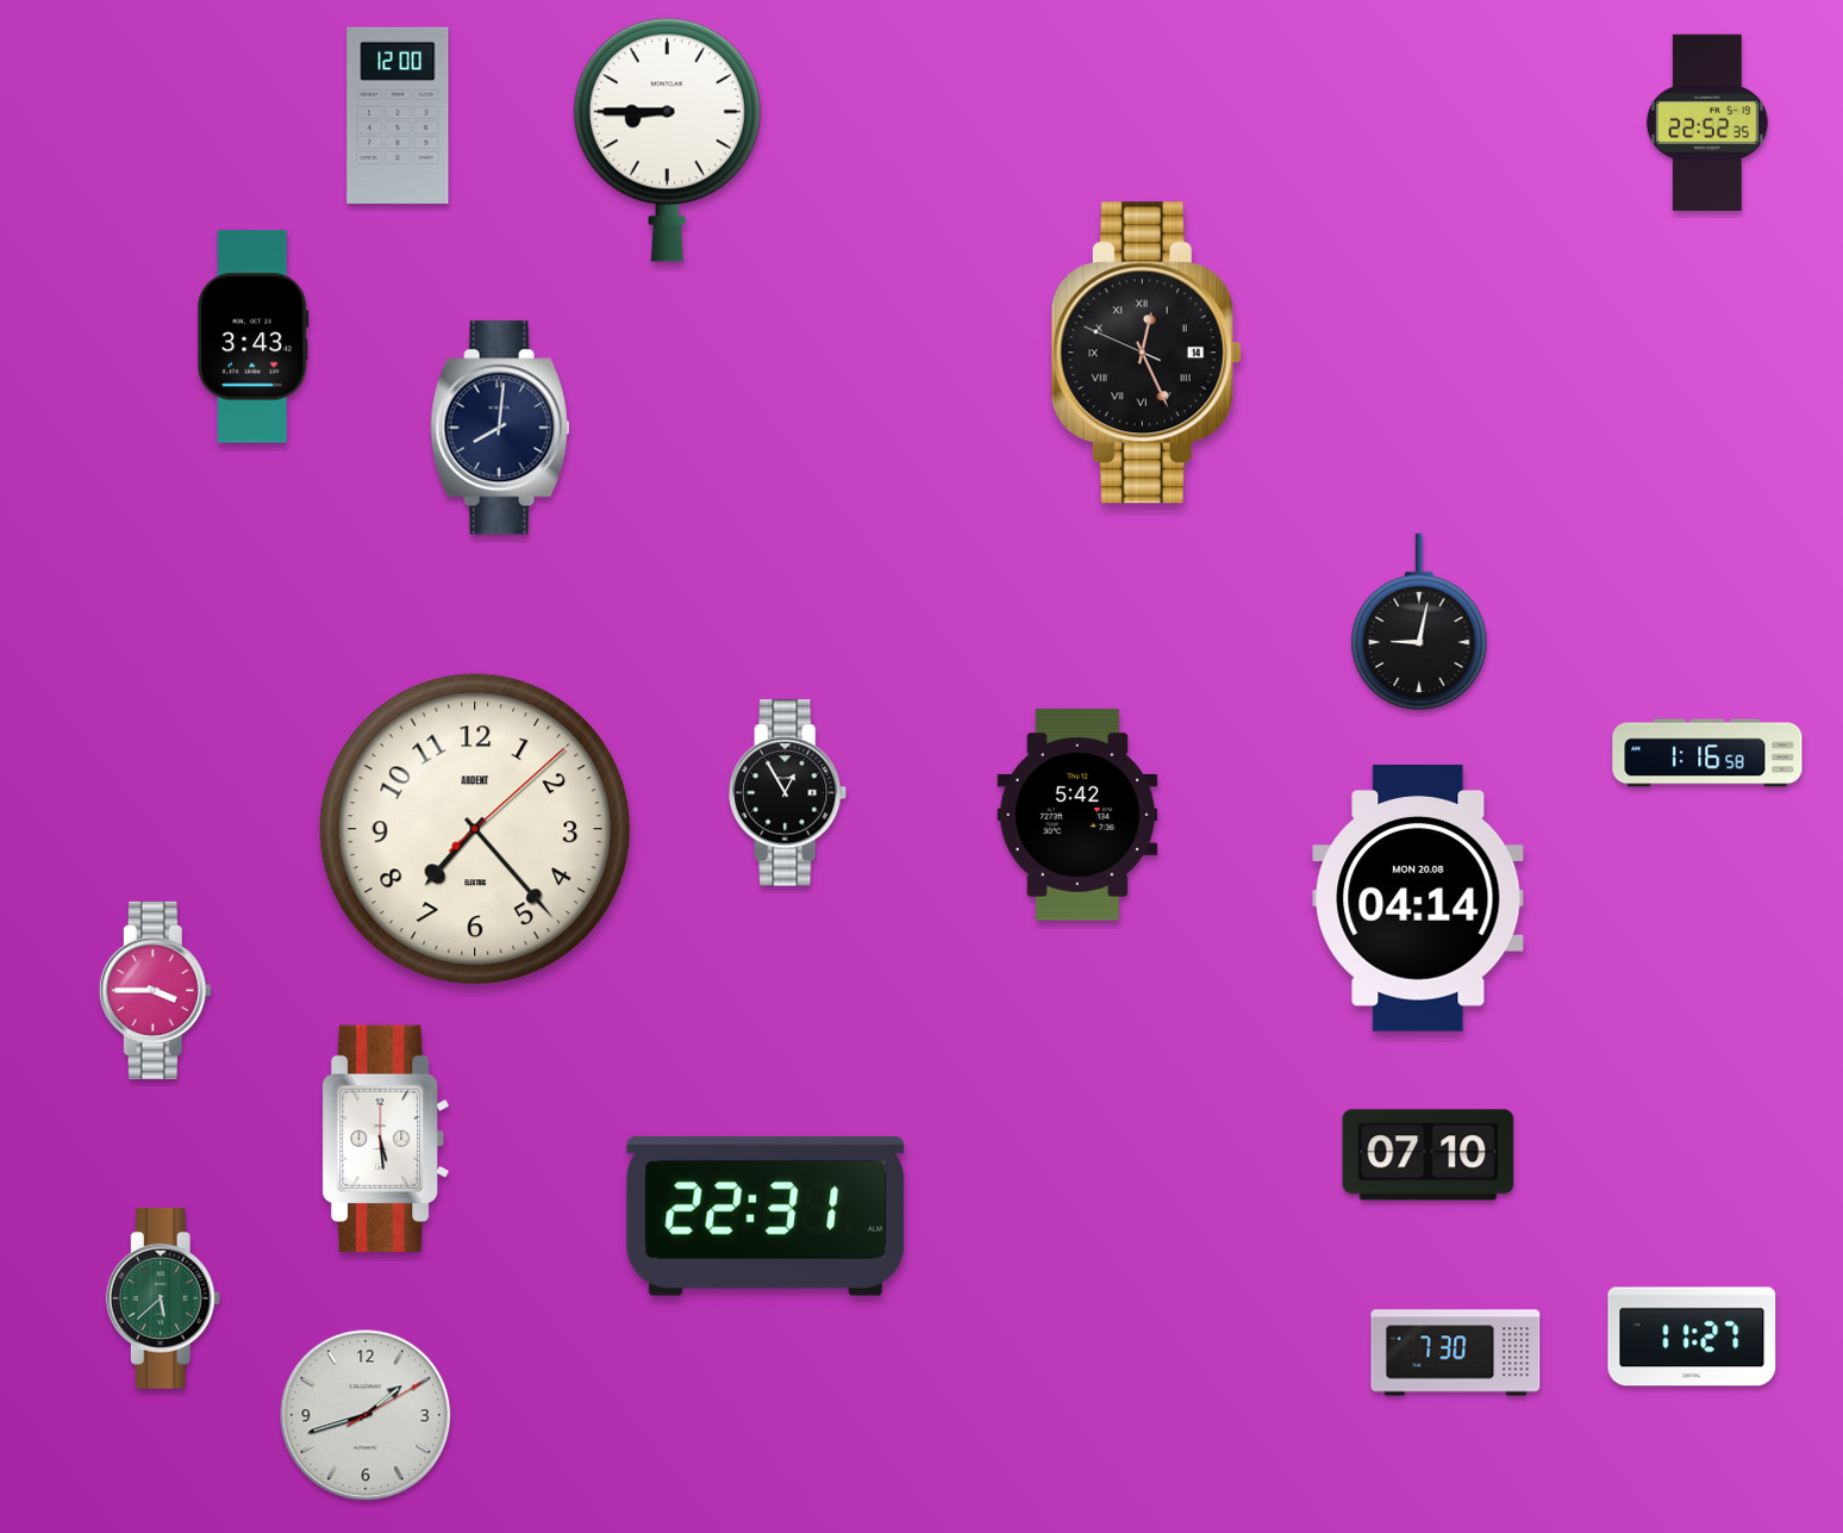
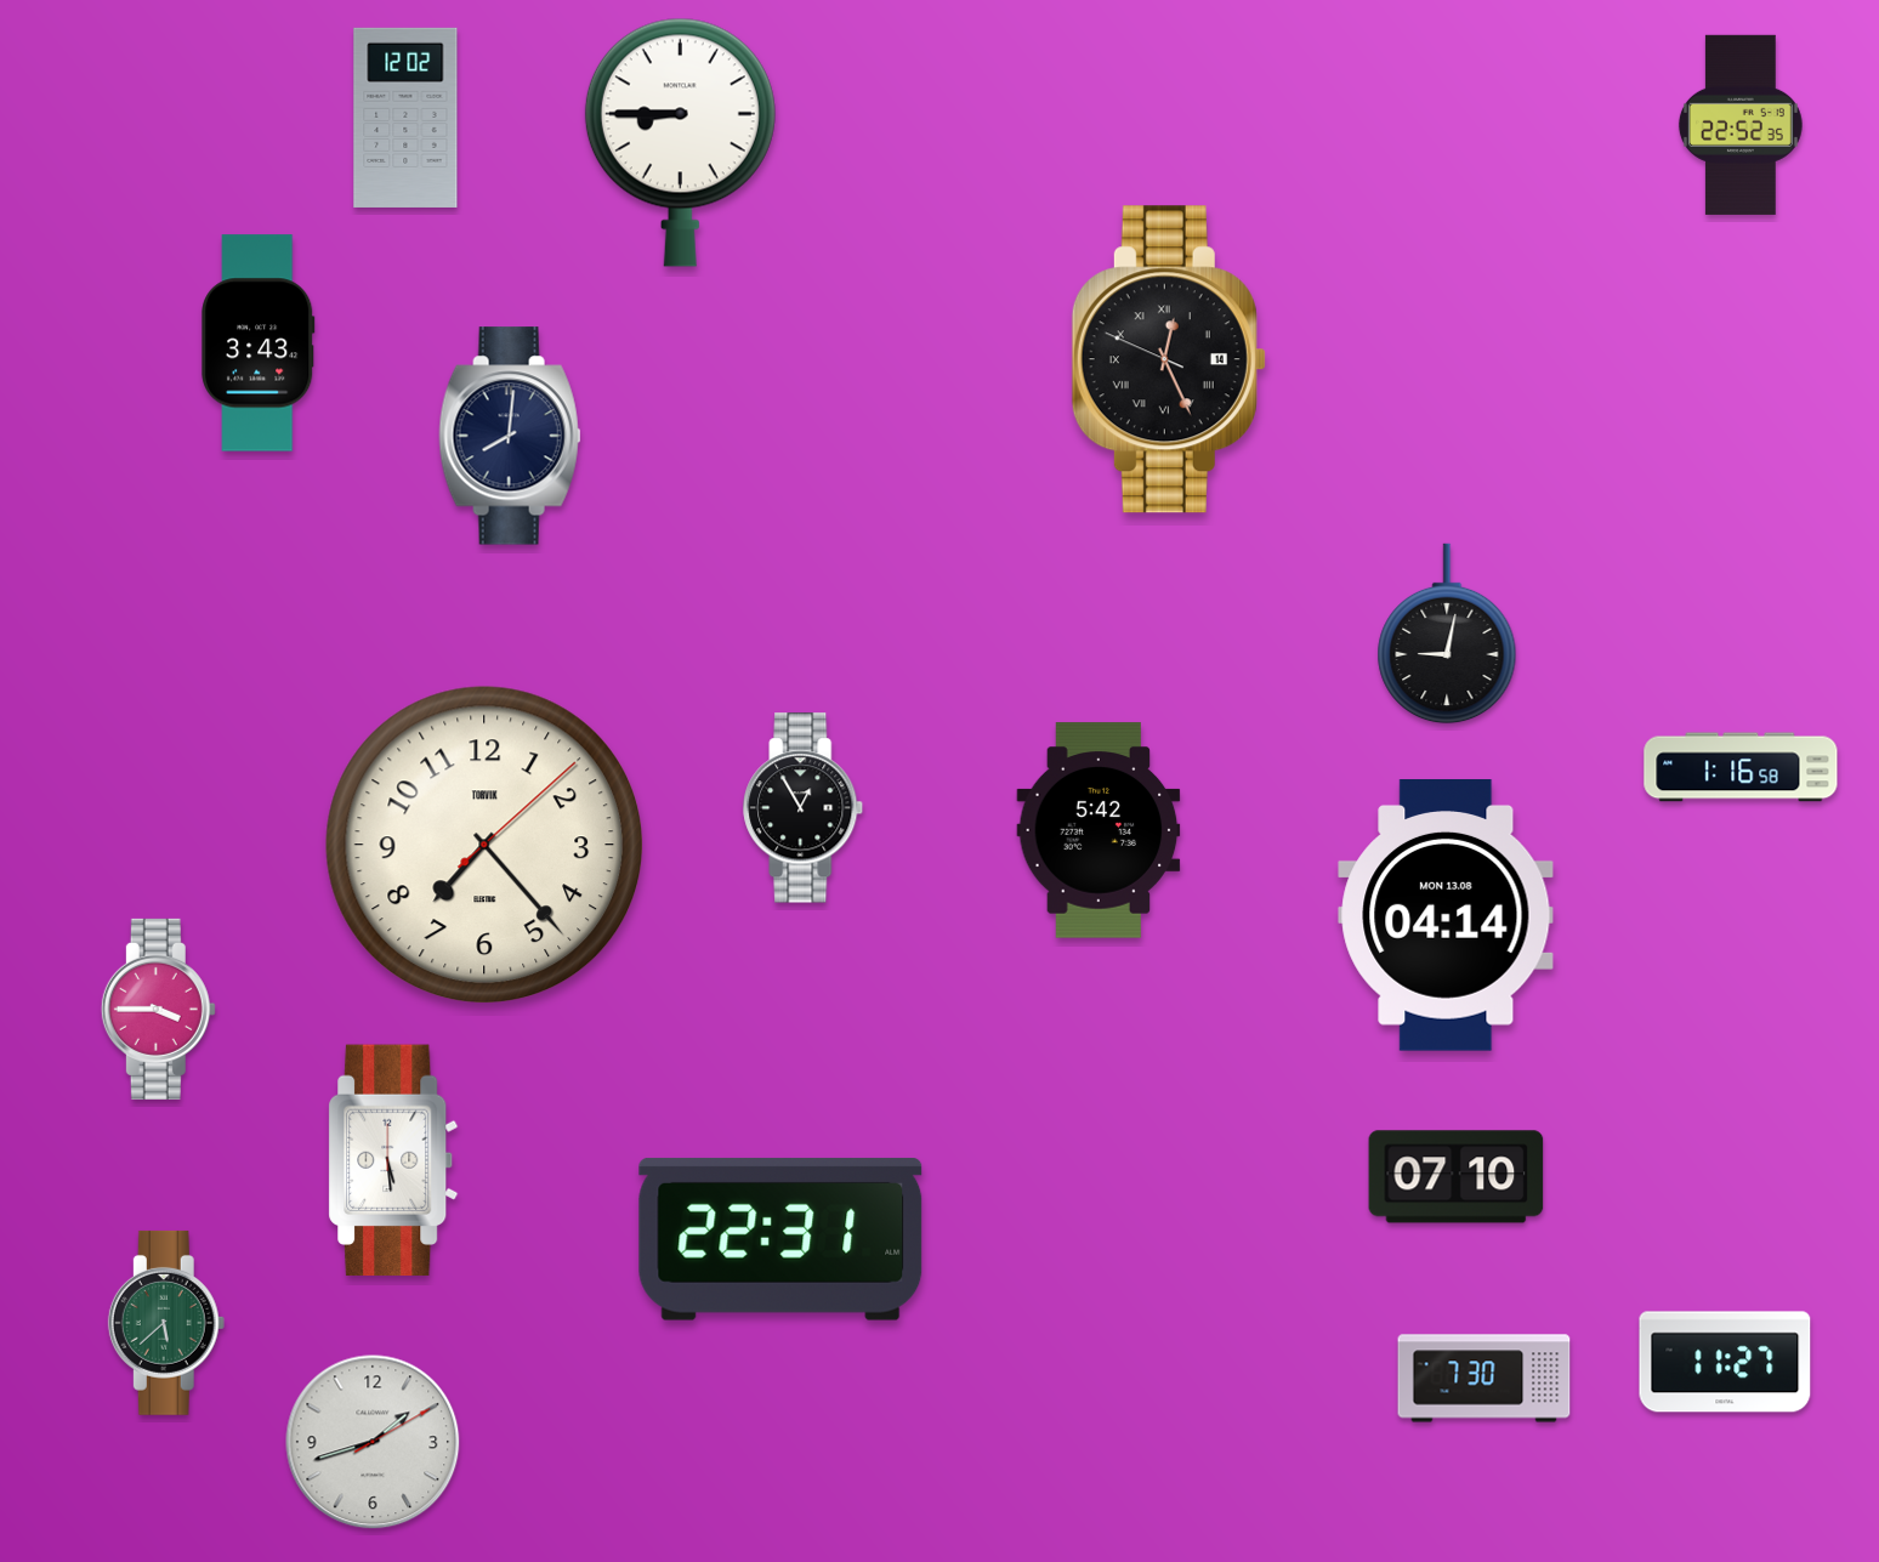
clock at (398, 116): 12:00 -> 12:02
clock at (475, 829) brand: ARDENT -> TORVIK
clock at (1418, 899) date: MON 20.08 -> MON 13.08
